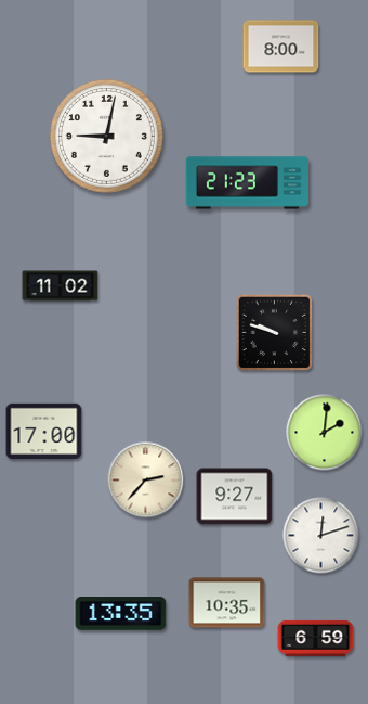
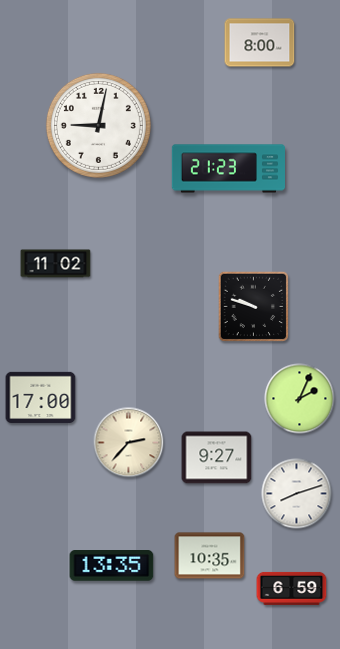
clock at (325, 433): 2:01 -> 2:04
clock at (146, 481) position: (146, 481) -> (129, 443)
clock at (321, 536): 12:12 -> 8:12
